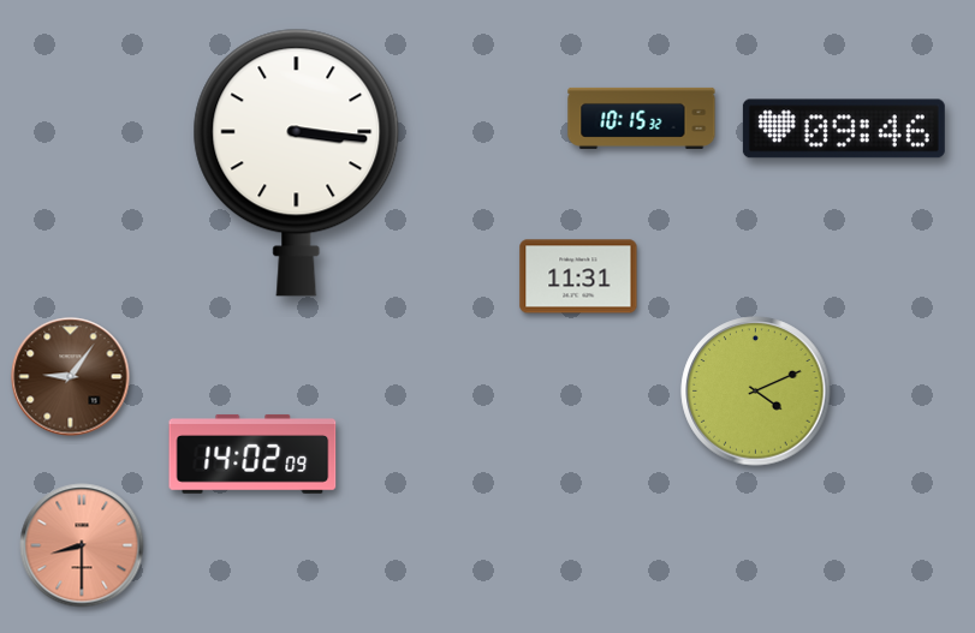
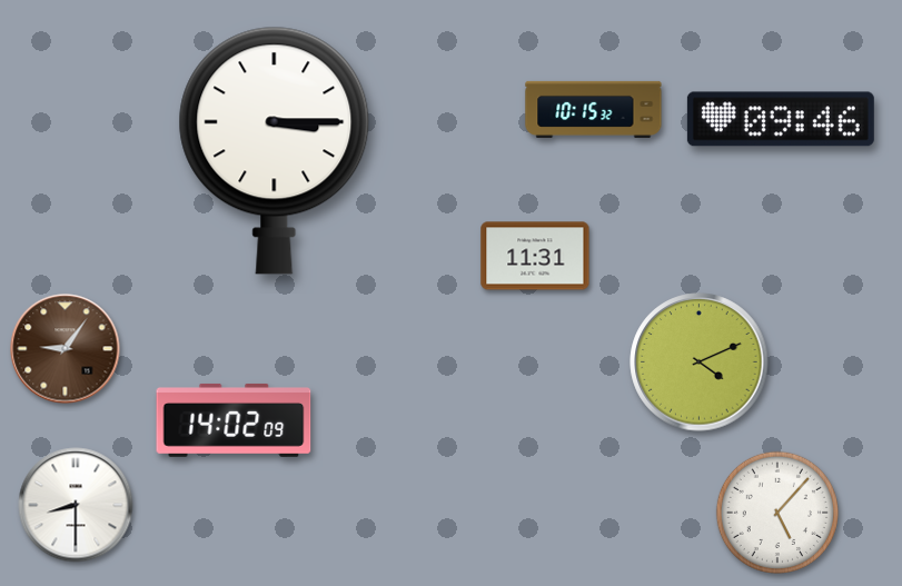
clock at (297, 162): 3:16 -> 3:15
clock at (82, 545) dial: salmon -> white
clock at (777, 513): none -> 5:07
